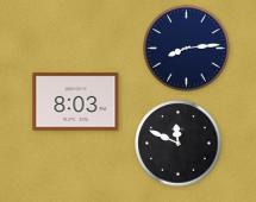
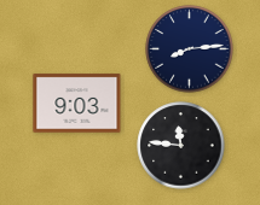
clock at (76, 102): 8:03 -> 9:03
clock at (179, 144): 11:49 -> 11:46
